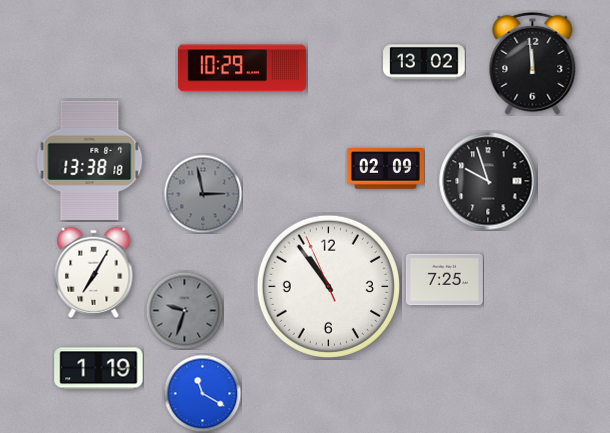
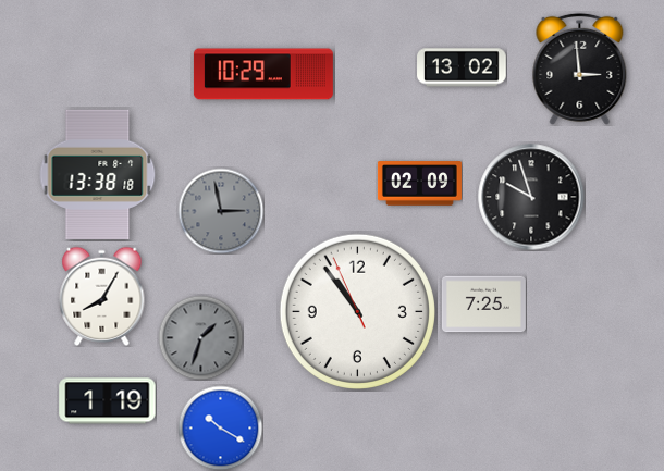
clock at (533, 63): 11:59 -> 2:59
clock at (94, 272): 7:05 -> 8:05
clock at (184, 310): 9:33 -> 1:33
clock at (202, 393): 11:20 -> 10:20
